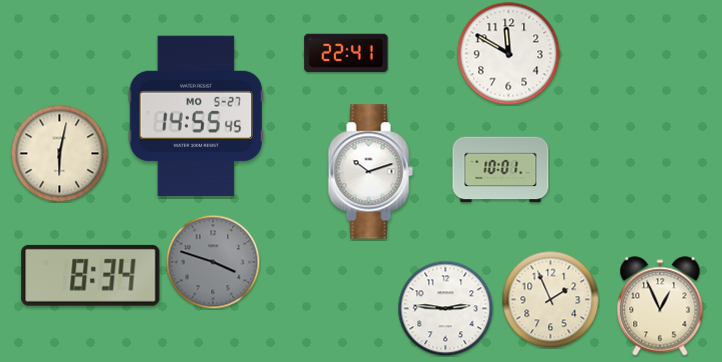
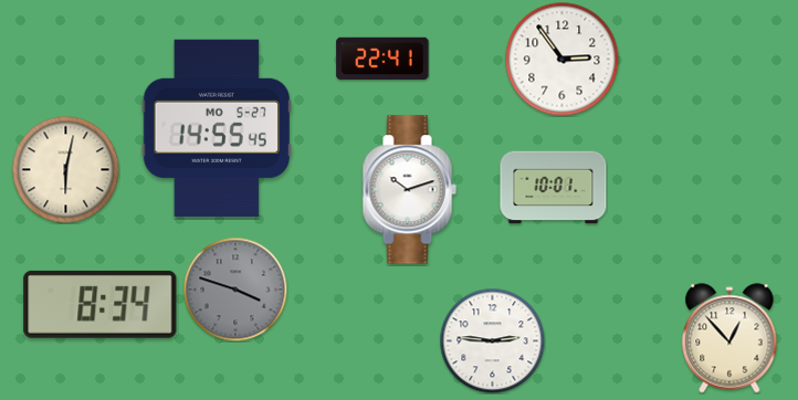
clock at (509, 54): 11:50 -> 2:54
clock at (550, 299): 1:56 -> none
clock at (660, 306): 12:56 -> 12:53
